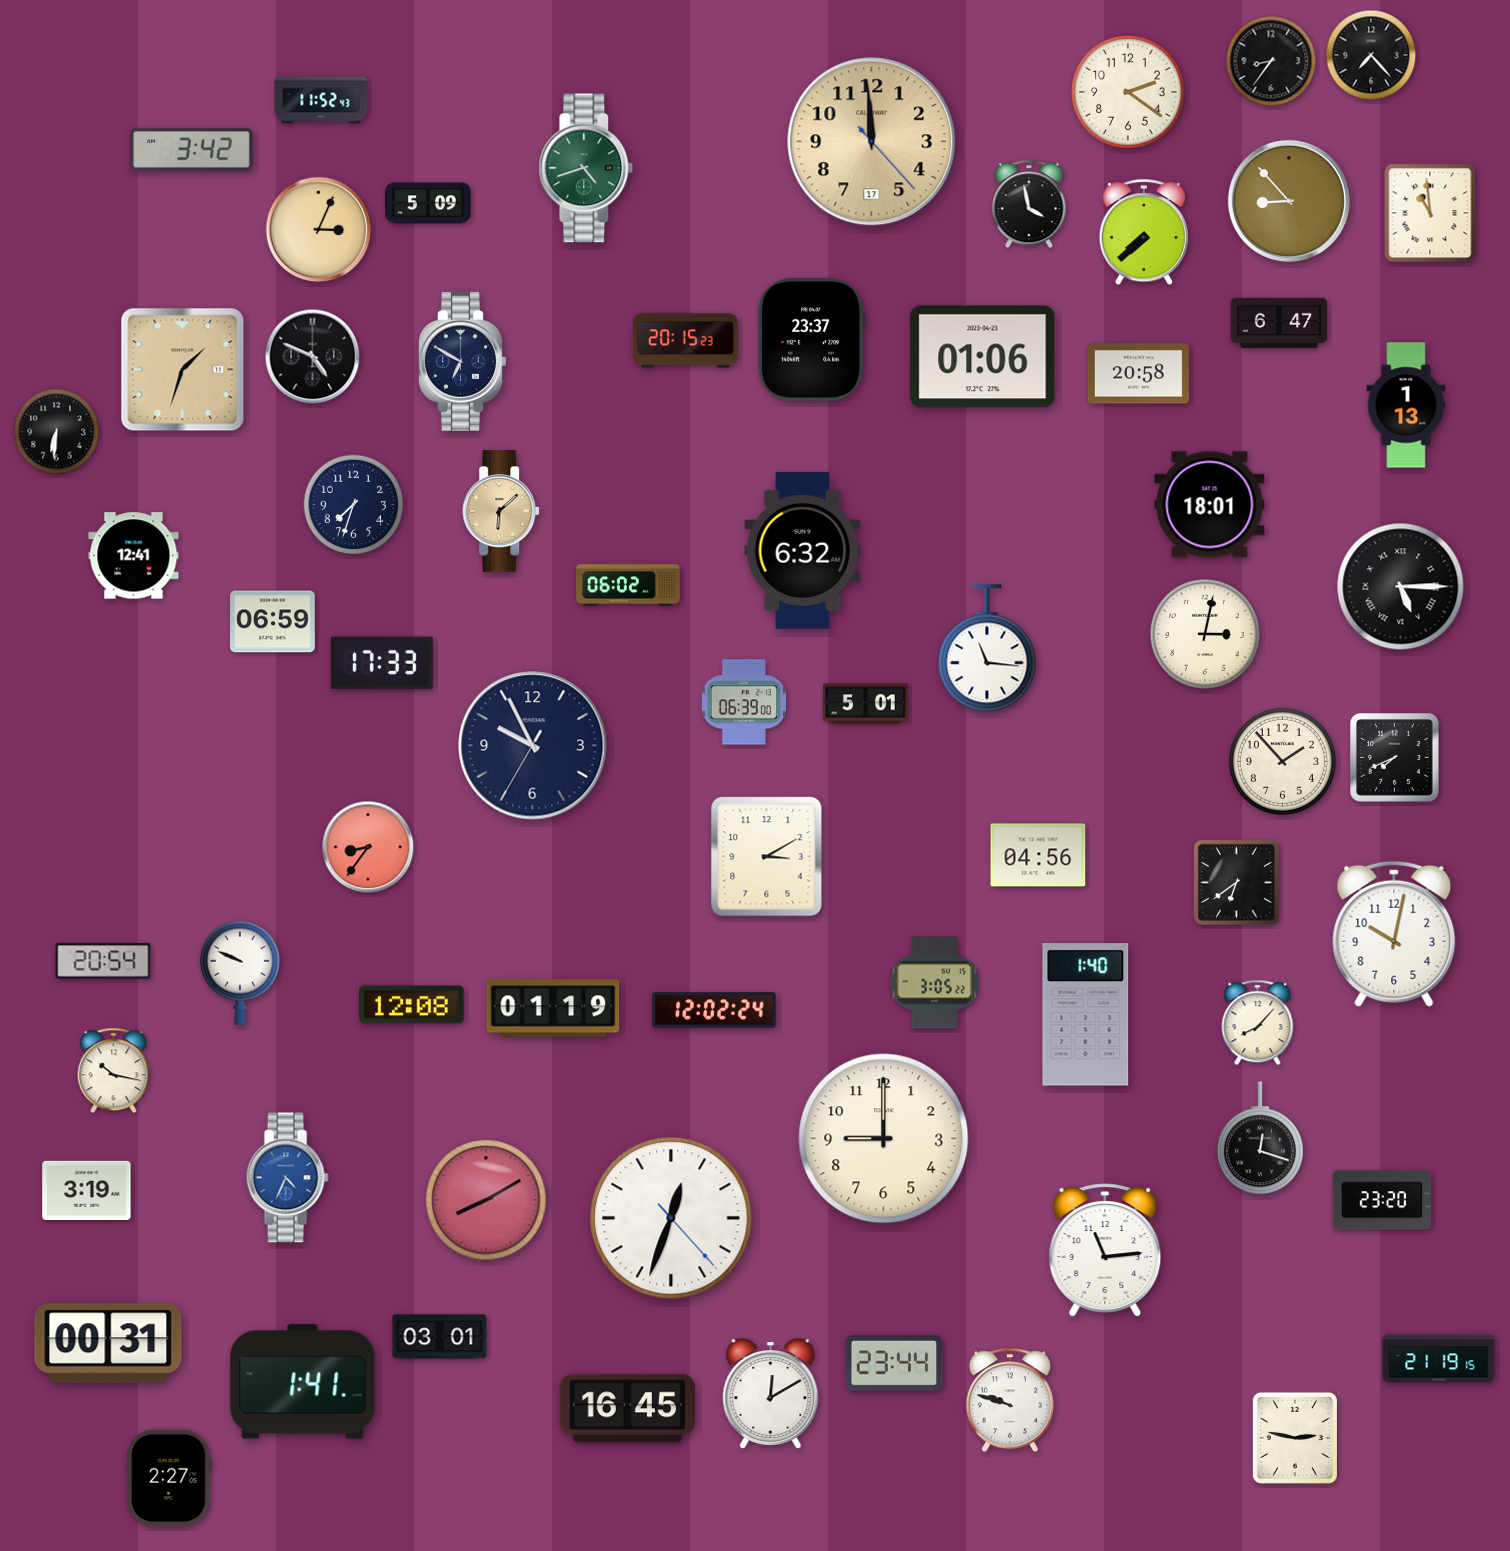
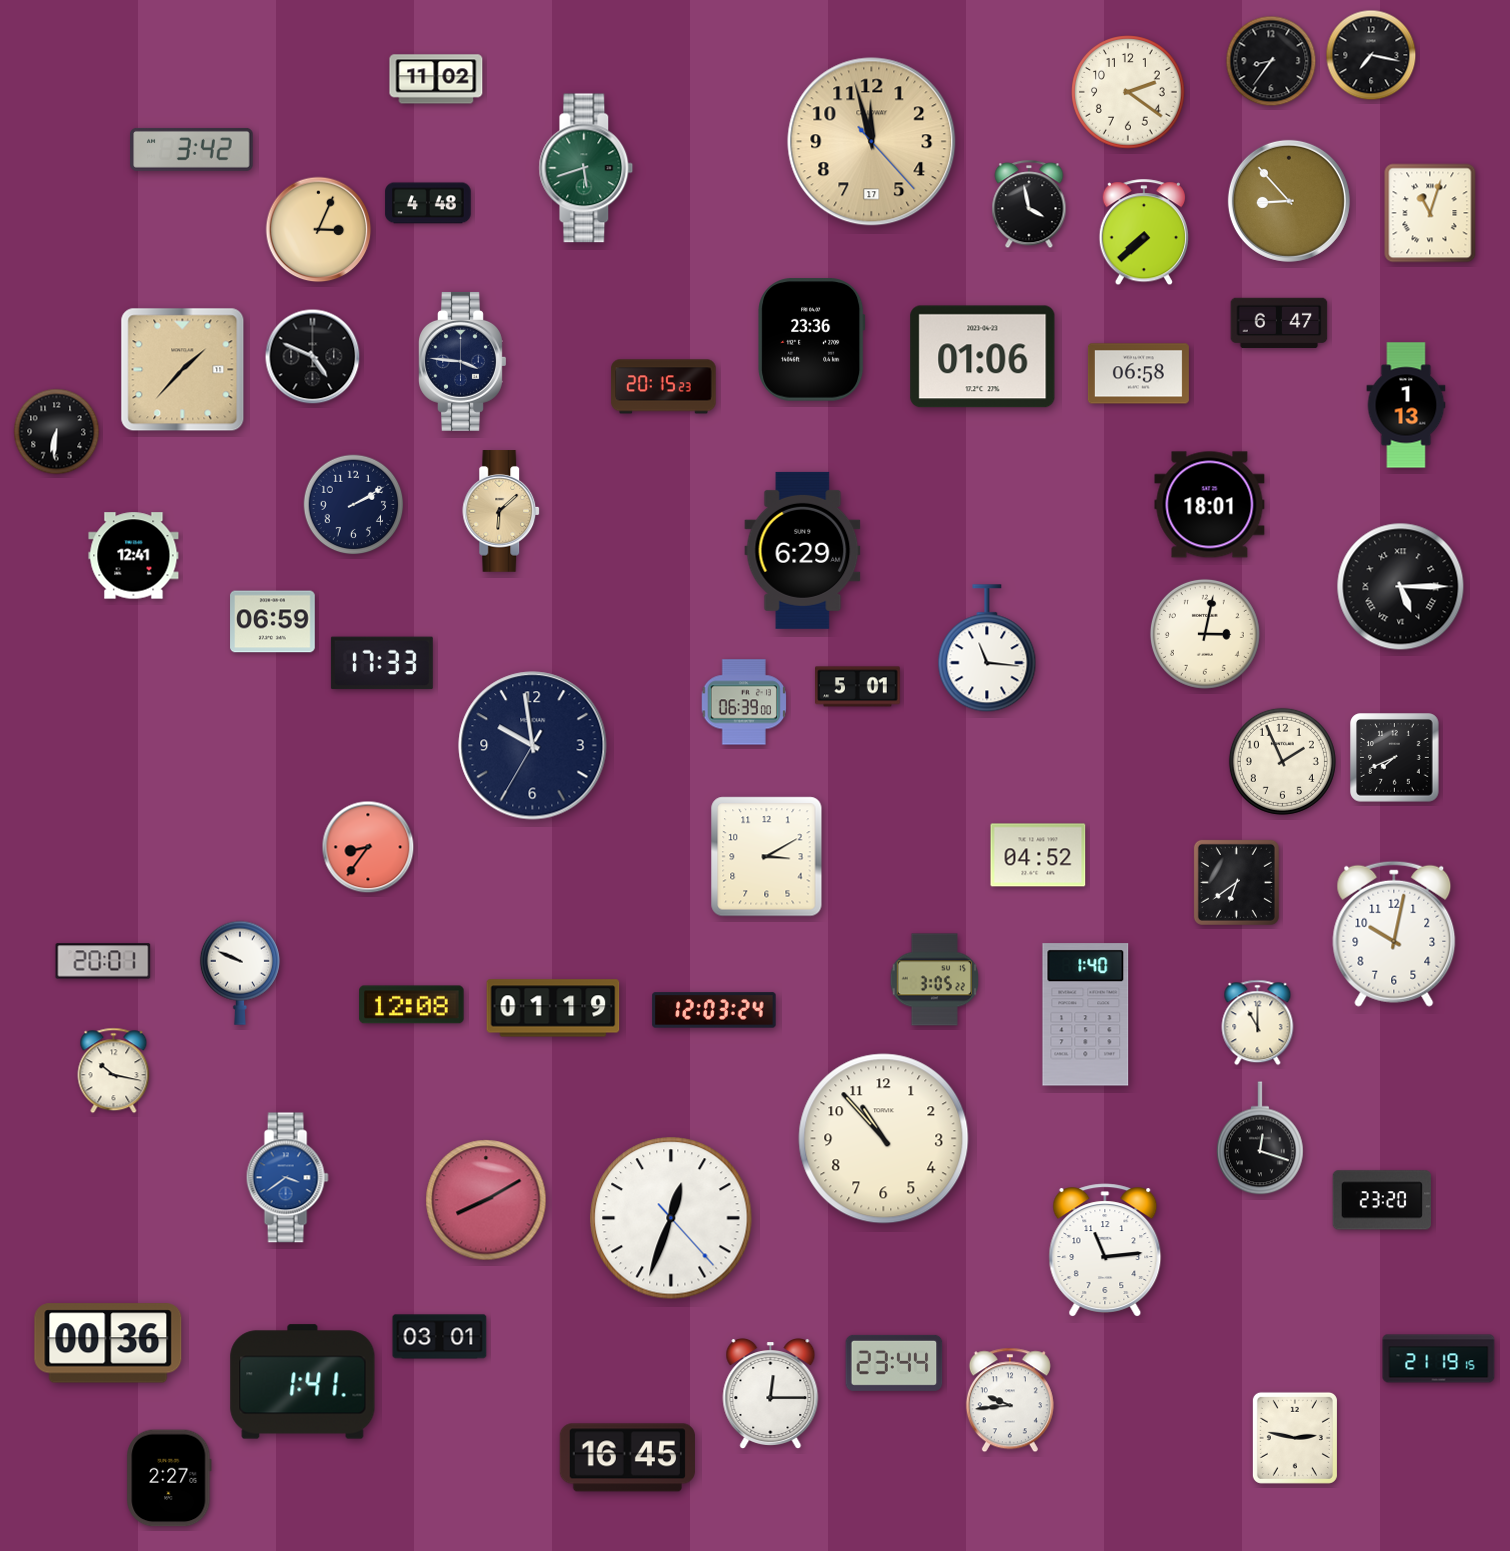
clock at (1371, 55): 7:23 -> 7:17
clock at (436, 79): none -> 11:02
clock at (321, 100): 11:52 -> none
clock at (872, 142): 11:59 -> 11:57
clock at (586, 168): 4:42 -> 5:42
clock at (428, 203): 5:09 -> 4:48
clock at (1430, 213): 10:59 -> 11:03
clock at (812, 340): 23:37 -> 23:36
clock at (686, 341) position: (686, 341) -> (664, 387)
clock at (463, 361): 6:50 -> 3:46
clock at (183, 370): 1:33 -> 1:37
clock at (1138, 374): 20:58 -> 06:58
clock at (354, 505): 7:33 -> 2:10
clock at (803, 550): 6:32 -> 6:29
clock at (628, 585): 06:02 -> none
clock at (866, 704) position: (866, 704) -> (858, 687)
clock at (533, 746): 9:55 -> 9:58
clock at (1282, 761): 1:53 -> 1:56
clock at (1038, 855): 04:56 -> 04:52
clock at (103, 961): 20:54 -> 20:01
clock at (934, 983) position: (934, 983) -> (934, 980)
clock at (714, 1010): 12:02 -> 12:03
clock at (1258, 1023): 8:07 -> 11:00
clock at (884, 1139): 9:00 -> 10:53
clock at (287, 1178): 4:34 -> 3:39
clock at (87, 1190): 3:19 -> none
clock at (108, 1343): 00:31 -> 00:36
clock at (771, 1394): 12:10 -> 12:15
clock at (1010, 1400): 9:48 -> 9:44
clock at (627, 1409) position: (627, 1409) -> (627, 1458)
